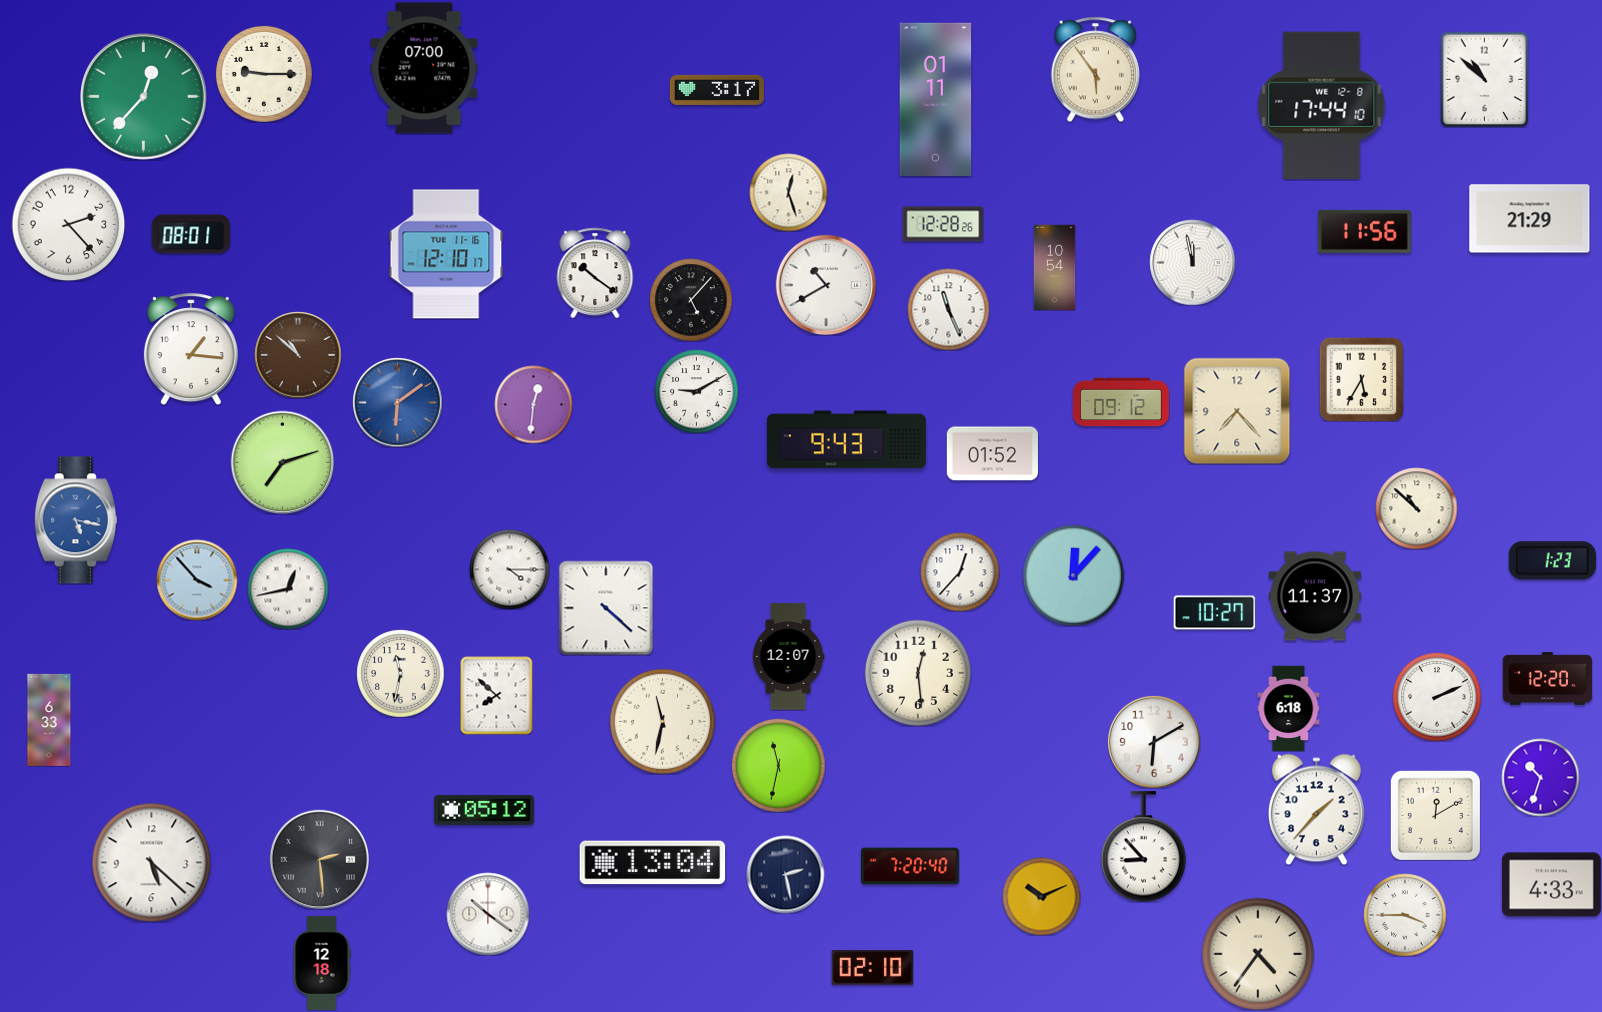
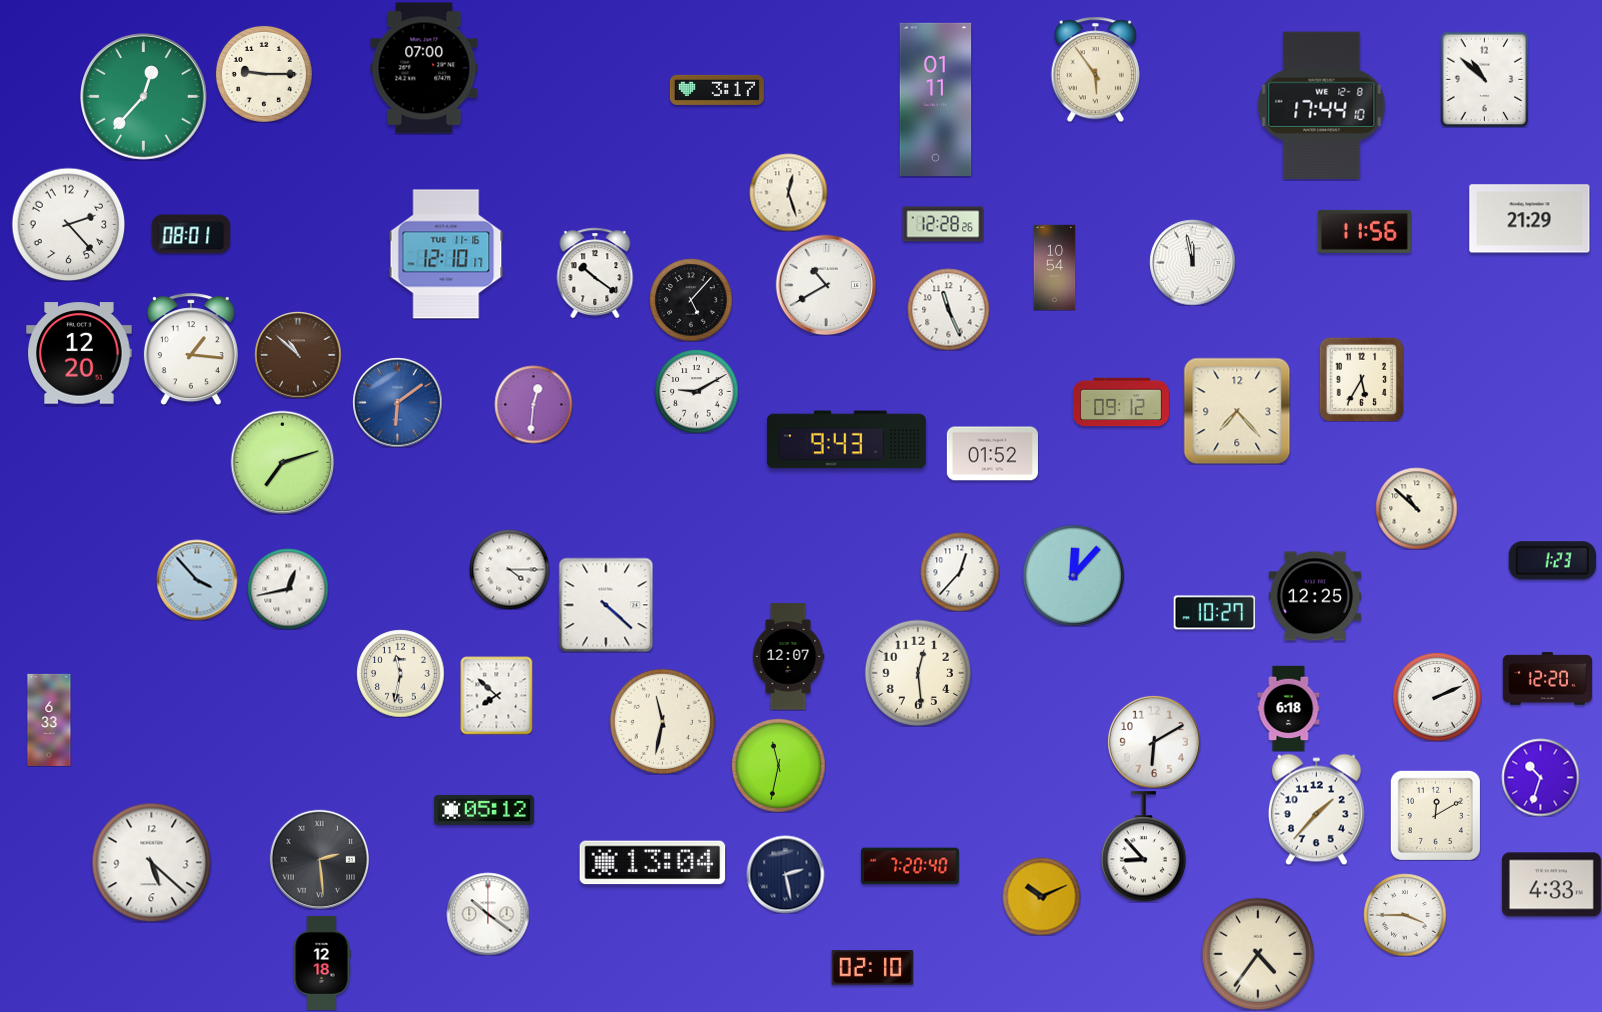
clock at (79, 353): none -> 12:20
clock at (76, 520): 5:17 -> none
clock at (1315, 596): 11:37 -> 12:25
clock at (606, 608) position: (606, 608) -> (606, 605)
